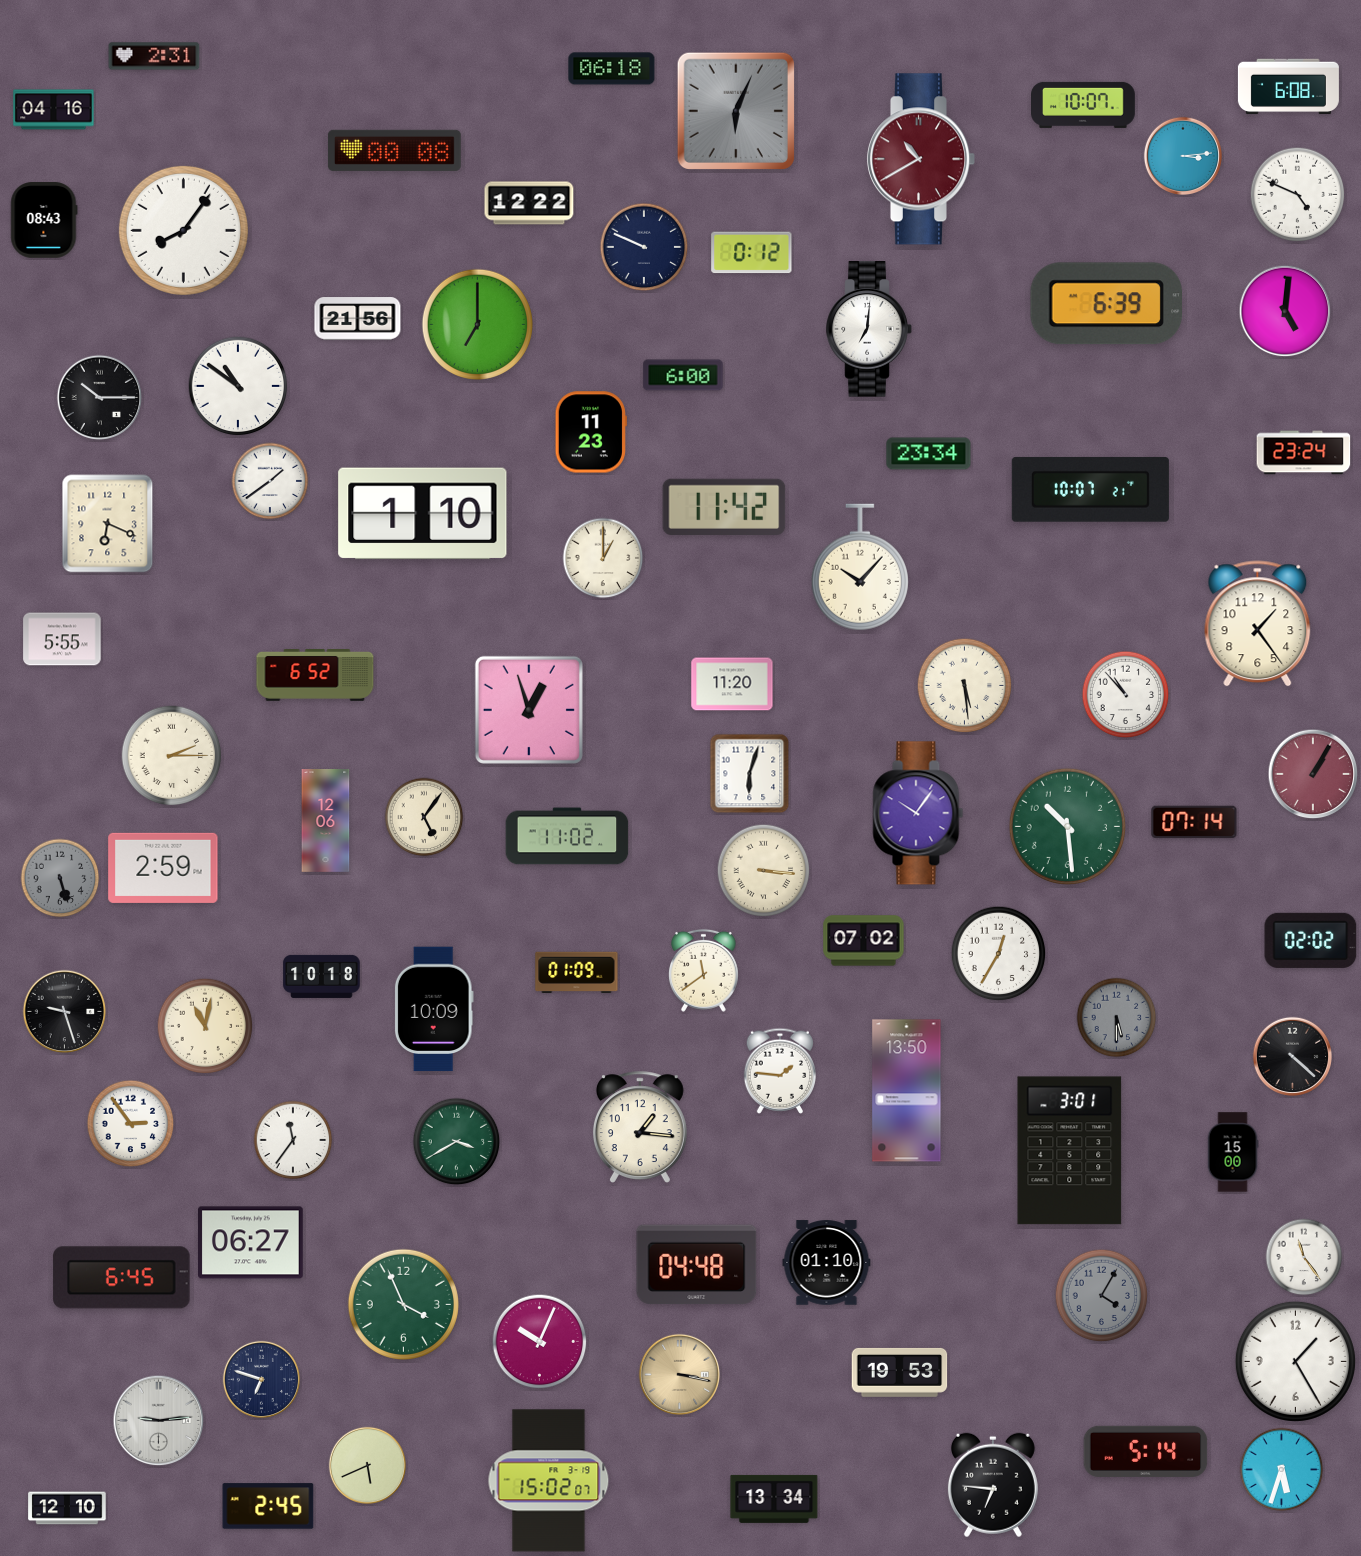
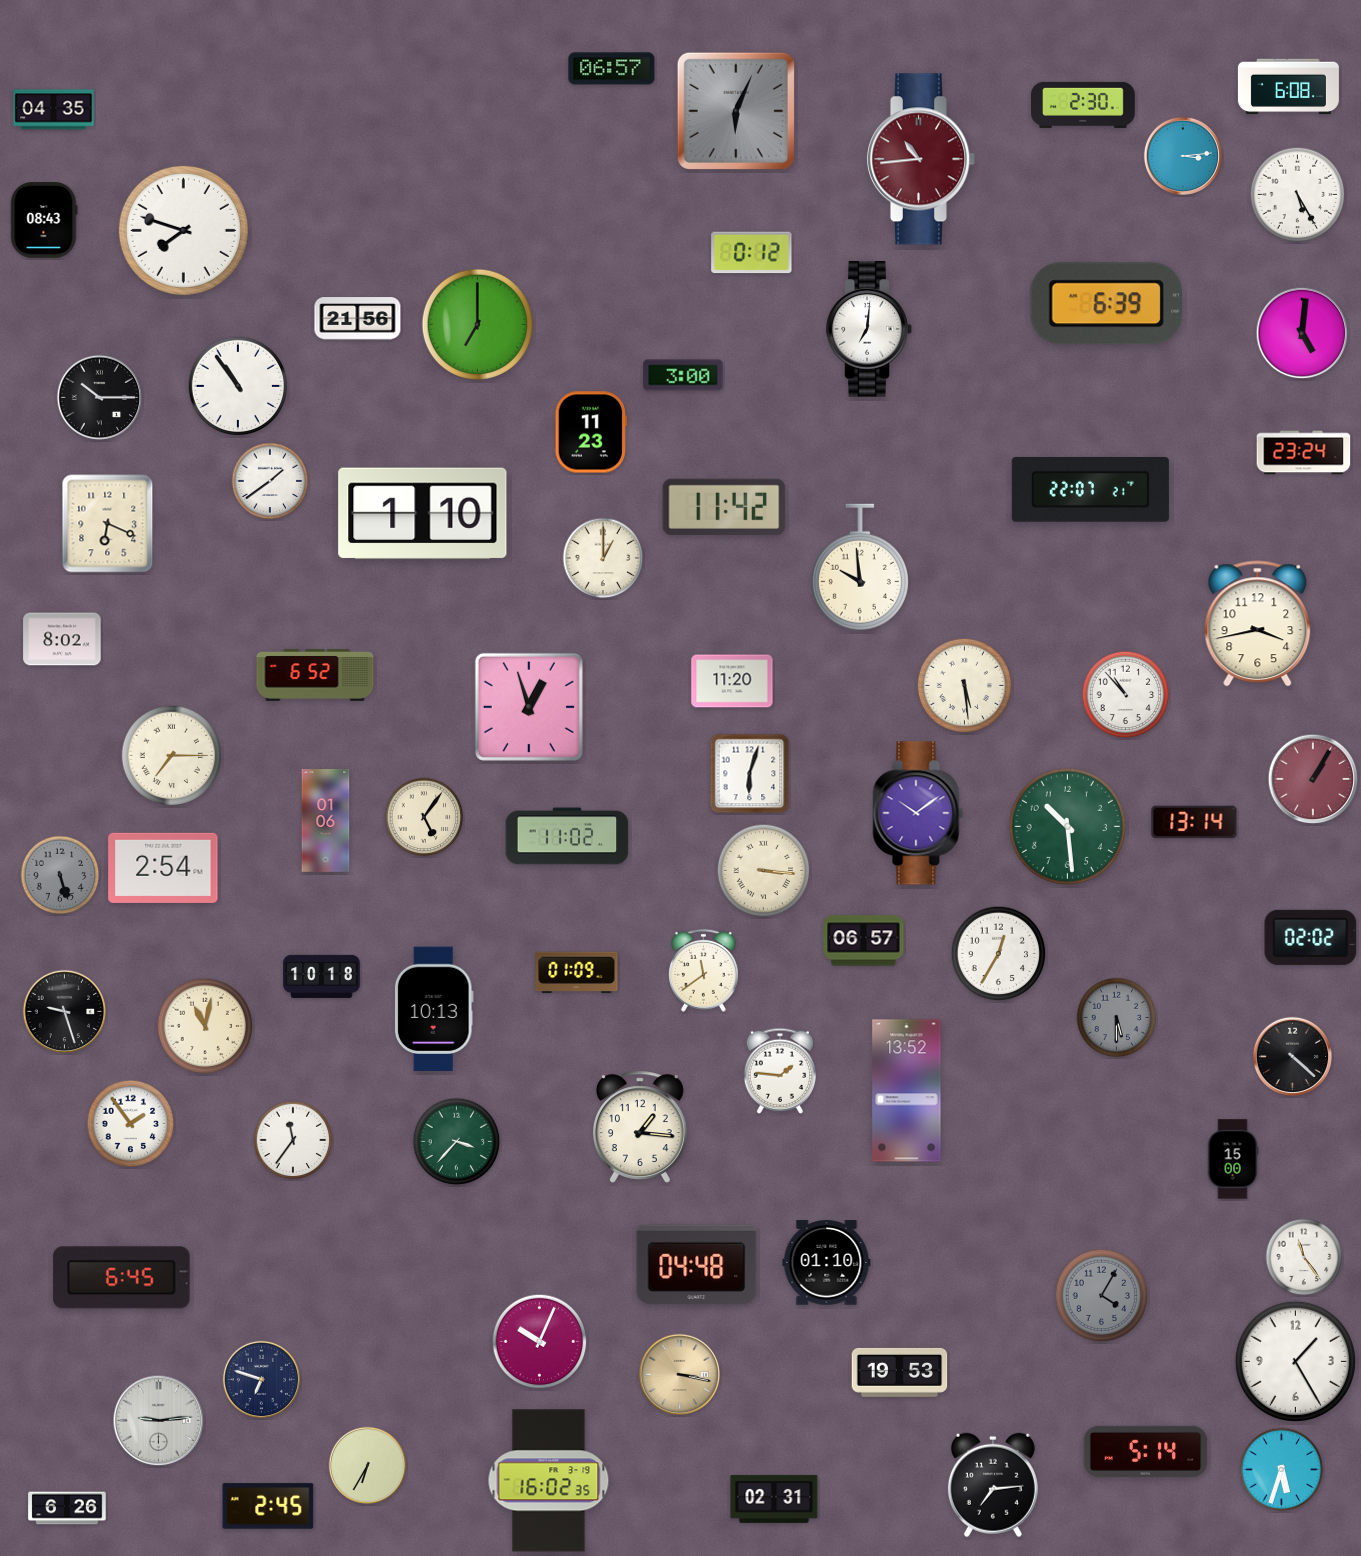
clock at (154, 56): 2:31 -> none
clock at (612, 69): 06:18 -> 06:57
clock at (1084, 105): 10:07 -> 2:30
clock at (54, 110): 04:16 -> 04:35
clock at (394, 150): 00:08 -> none
clock at (921, 159): 10:40 -> 10:44
clock at (1298, 195): 4:49 -> 5:25
clock at (529, 203): 12:22 -> none
clock at (183, 230): 8:06 -> 7:48
clock at (644, 247): 9:49 -> none
clock at (1285, 311) position: (1285, 311) -> (1302, 333)
clock at (683, 375): 6:00 -> 3:00
clock at (238, 386): 10:51 -> 10:54
clock at (929, 454): 23:34 -> none
clock at (1090, 489): 10:07 -> 22:07
clock at (860, 567): 10:07 -> 9:59
clock at (1258, 624): 1:24 -> 3:43
clock at (62, 639): 5:55 -> 8:02
clock at (732, 684) position: (732, 684) -> (732, 681)
clock at (529, 710) position: (529, 710) -> (529, 707)
clock at (172, 756): 2:15 -> 7:15
clock at (1313, 774) position: (1313, 774) -> (1313, 779)
clock at (918, 813): 10:06 -> 10:09
clock at (326, 821): 12:06 -> 01:06
clock at (1194, 822): 07:14 -> 13:14
clock at (163, 868): 2:59 -> 2:54
clock at (60, 878) position: (60, 878) -> (60, 875)
clock at (1311, 940) position: (1311, 940) -> (1311, 937)
clock at (864, 941): 07:02 -> 06:57
clock at (434, 1009): 10:09 -> 10:13
clock at (907, 1091): 13:50 -> 13:52
clock at (131, 1124): 2:54 -> 1:54
clock at (457, 1142): 3:40 -> 3:37
clock at (1070, 1151): 3:01 -> none
clock at (1233, 1152) position: (1233, 1152) -> (1233, 1159)
clock at (251, 1243): 06:27 -> none
clock at (403, 1304): 3:56 -> none
clock at (367, 1465): 5:41 -> 6:35
clock at (549, 1481): 15:02 -> 16:02
clock at (993, 1485): 6:46 -> 7:14
clock at (774, 1499): 13:34 -> 02:31
clock at (67, 1508): 12:10 -> 6:26
